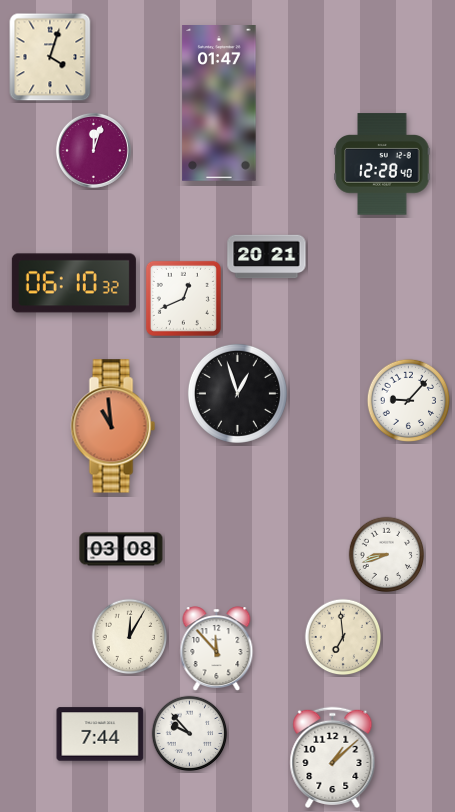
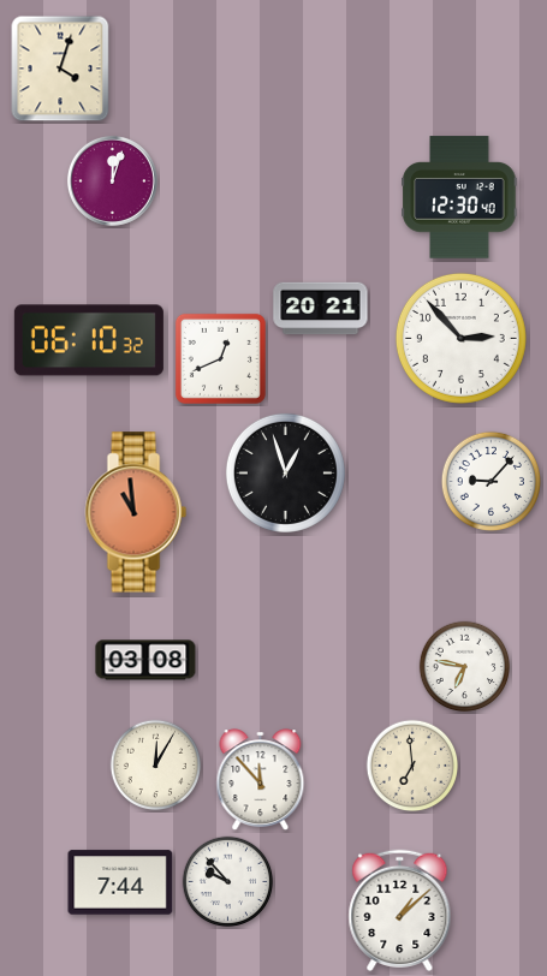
clock at (219, 104): 01:47 -> none
clock at (382, 164): 12:28 -> 12:30
clock at (460, 338): none -> 2:53
clock at (387, 555): 8:42 -> 6:47
